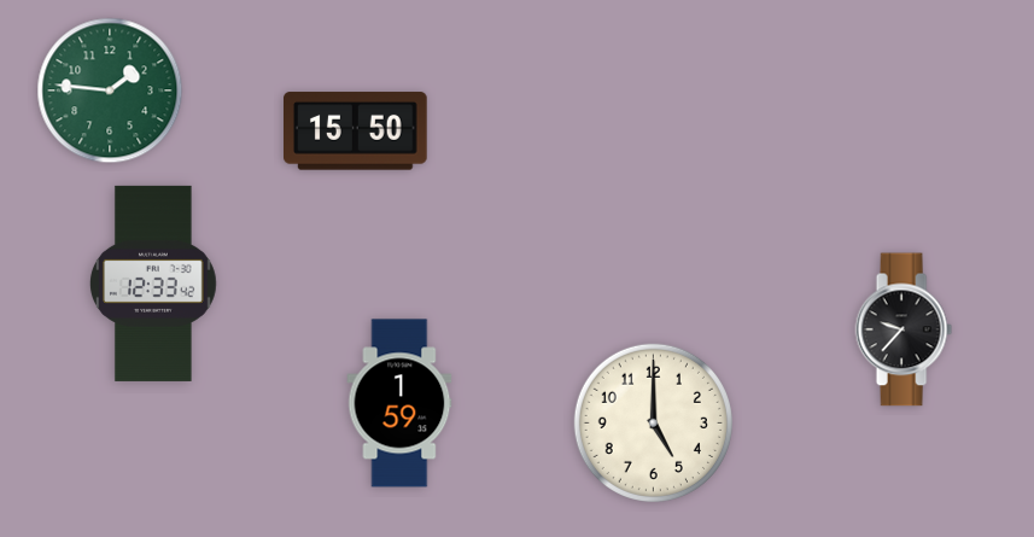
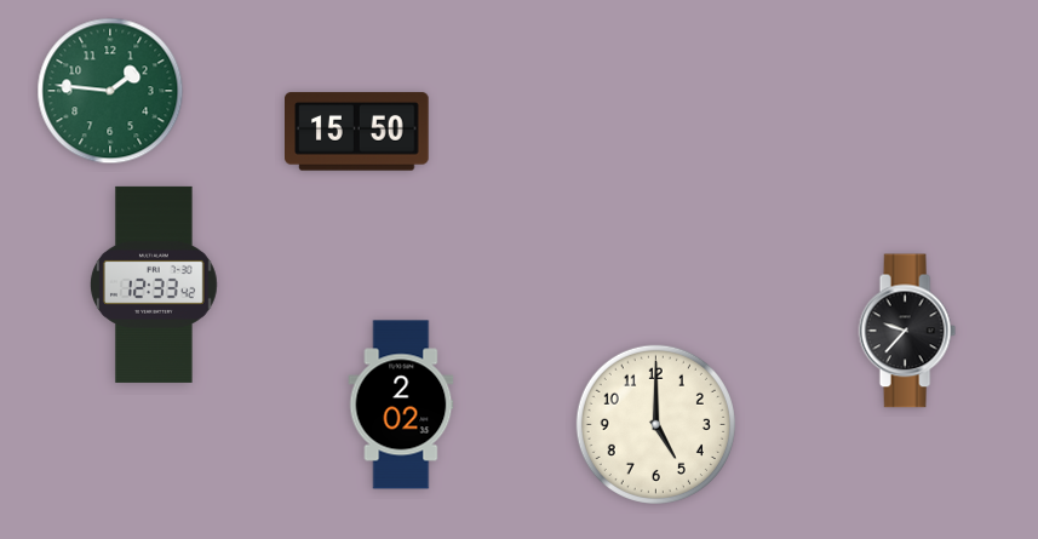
clock at (399, 403): 1:59 -> 2:02
